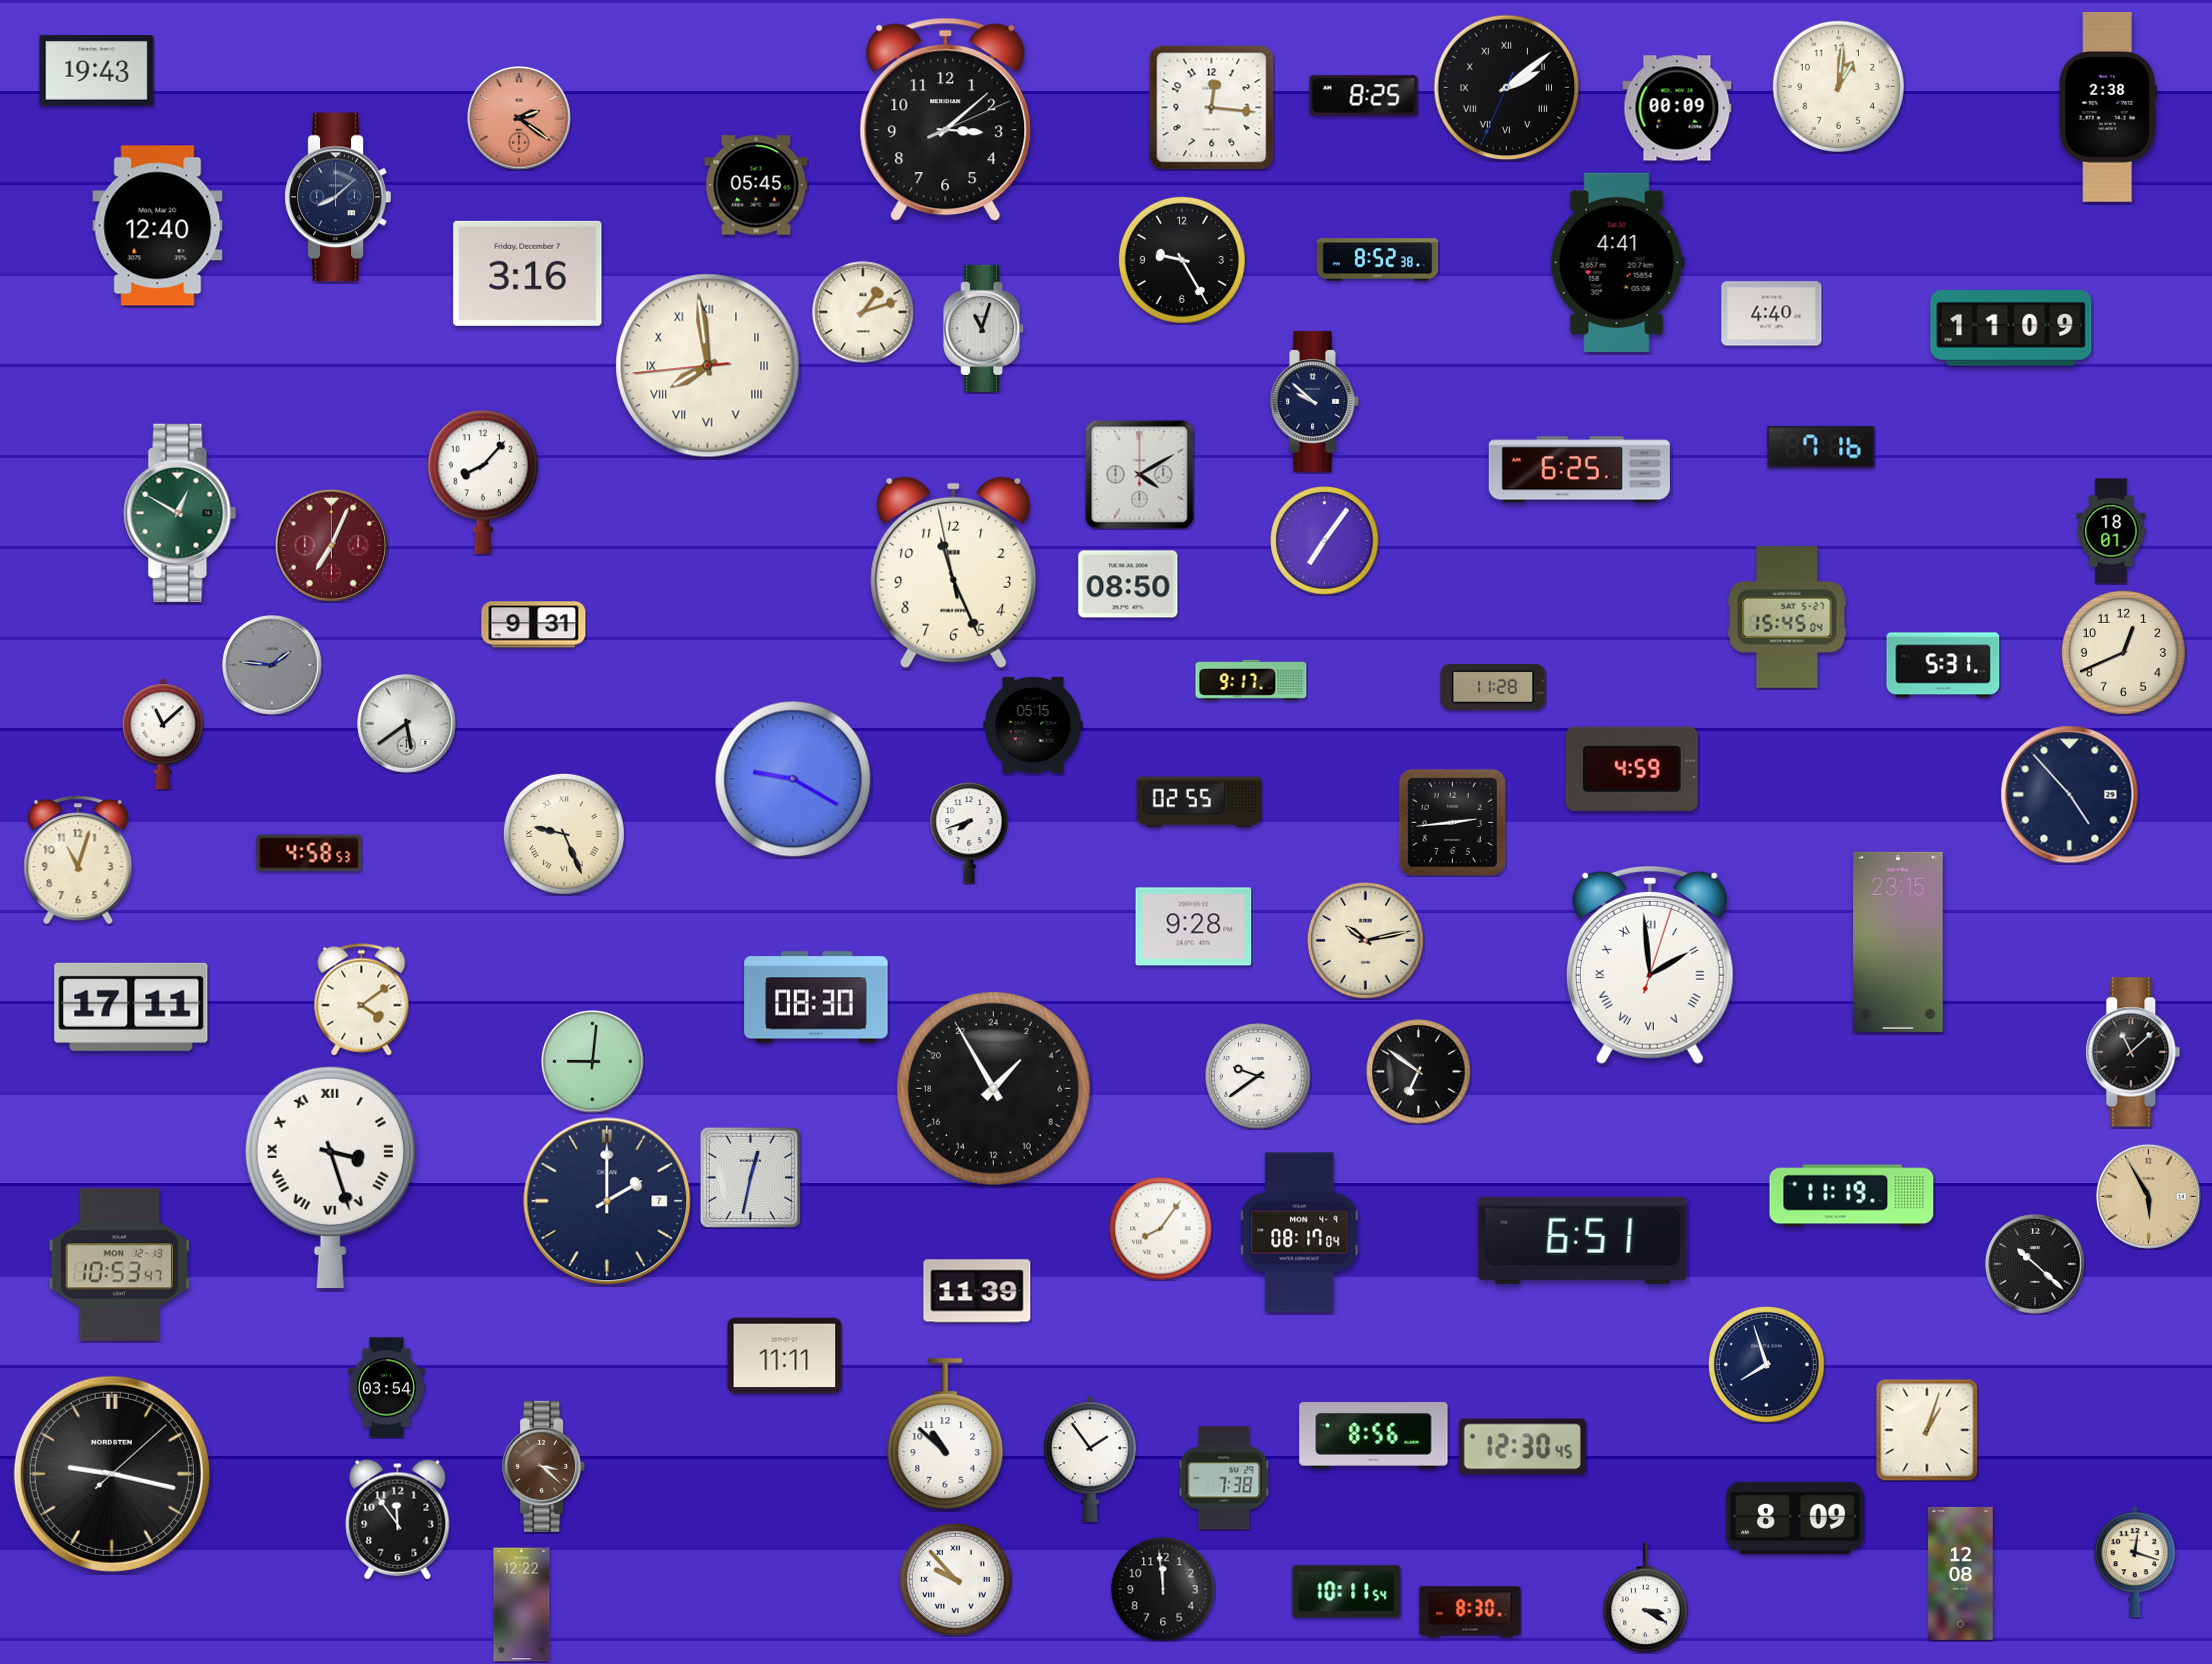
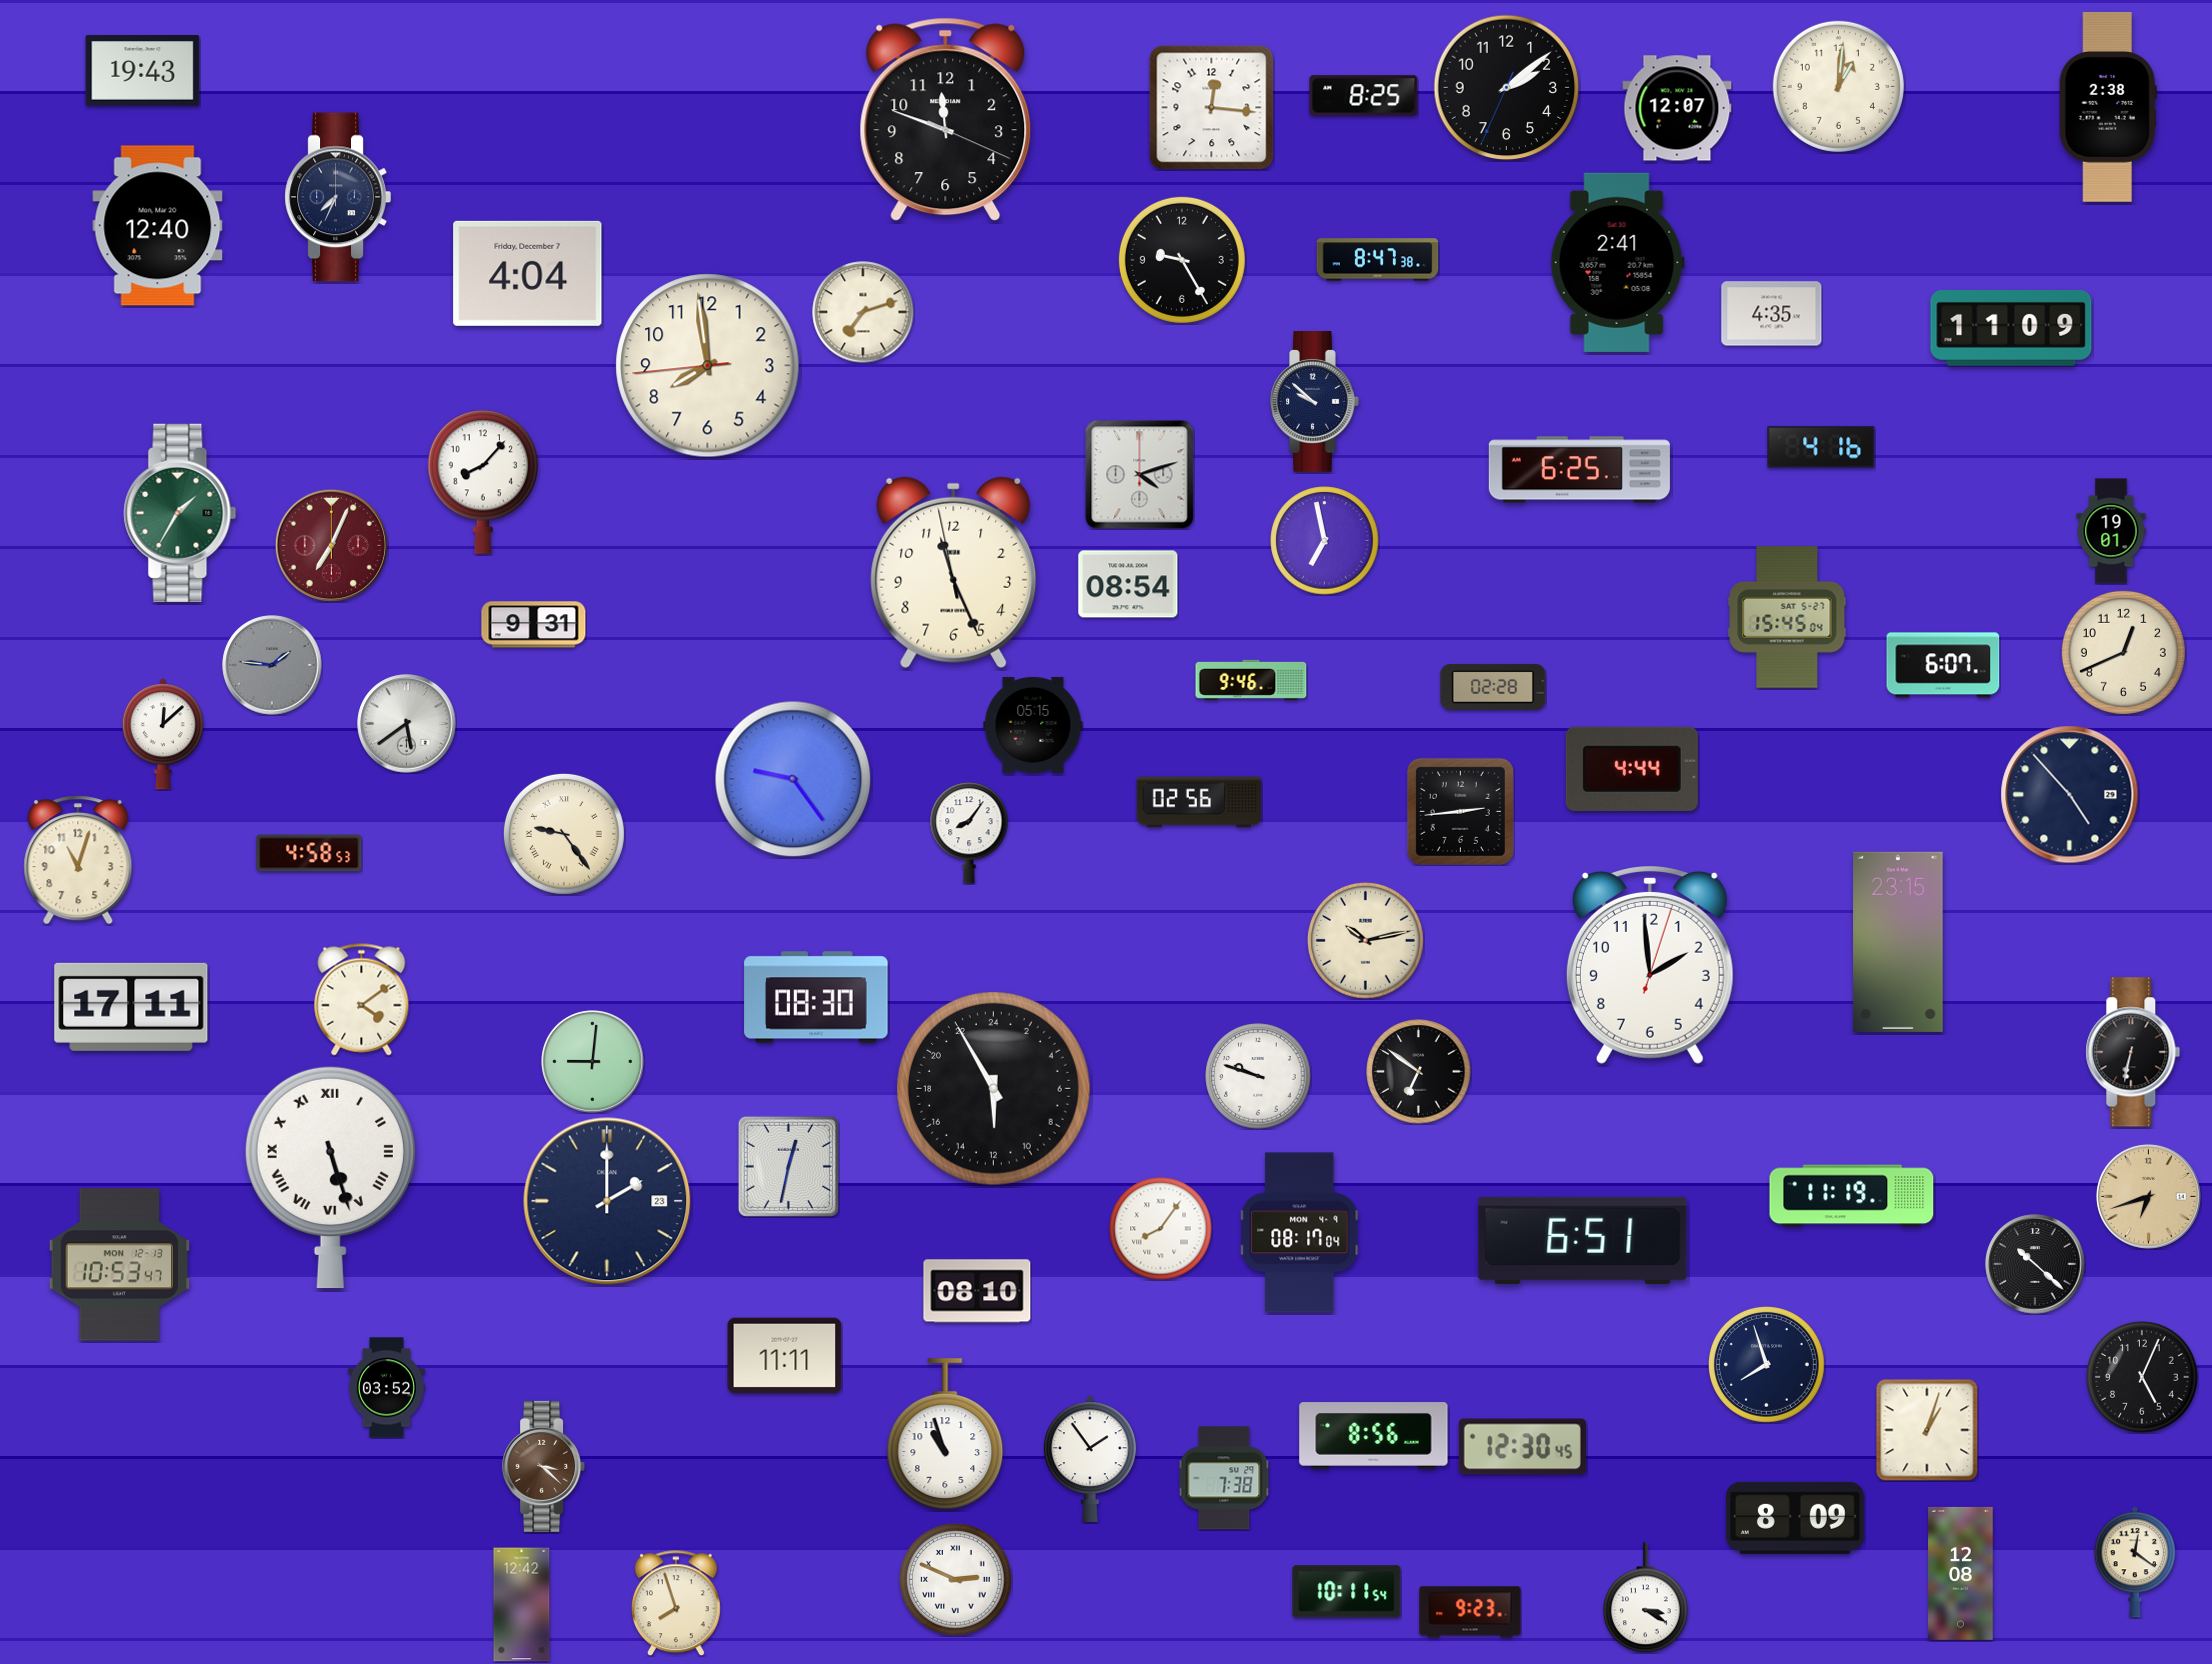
clock at (97, 71) position: (97, 71) -> (143, 71)
clock at (1507, 88) numerals: Roman -> Arabic
clock at (1677, 108): 00:09 -> 12:07
clock at (519, 118): 2:21 -> none
clock at (946, 120): 3:08 -> 11:48
clock at (756, 185): 05:45 -> none
clock at (338, 197): 8:08 -> 7:34
clock at (1378, 260): 8:52 -> 8:47
clock at (1617, 262): 4:41 -> 2:41
clock at (528, 273): 3:16 -> 4:04
clock at (863, 312): 1:12 -> 7:12
clock at (1772, 314): 4:40 -> 4:35
clock at (984, 328): 11:03 -> none
clock at (708, 366) numerals: Roman -> Arabic
clock at (1821, 447): 7:16 -> 4:16
clock at (1140, 475): 4:10 -> 4:12
clock at (180, 513): 12:50 -> 1:35
clock at (2111, 531): 18:01 -> 19:01
clock at (1325, 541): 7:06 -> 6:58
clock at (1128, 584): 08:50 -> 08:54
clock at (1943, 665): 5:31 -> 6:07
clock at (1251, 680): 9:17 -> 9:46
clock at (1493, 687): 11:28 -> 02:28
clock at (163, 734): 11:08 -> 12:08
clock at (1632, 769): 4:59 -> 4:44
clock at (793, 779): 9:20 -> 9:24
clock at (1199, 802): 02:55 -> 02:56
clock at (1452, 822) position: (1452, 822) -> (1460, 811)
clock at (969, 833): 7:42 -> 8:06
clock at (564, 834): 9:26 -> 9:24
clock at (1194, 927): 9:28 -> none
clock at (1650, 965) numerals: Roman -> Arabic
clock at (2133, 1052): 11:08 -> 6:32
clock at (1258, 1076): 9:39 -> 9:48
clock at (993, 1088): 2:55 -> 11:55
clock at (330, 1177): 3:27 -> 5:27
clock at (750, 1177) position: (750, 1177) -> (788, 1166)
clock at (2148, 1196): 5:55 -> 6:42
clock at (607, 1201) date: 7 -> 23
clock at (977, 1291): 11:39 -> 08:10
clock at (2142, 1377): none -> 5:04
clock at (386, 1388): 03:54 -> 03:52
clock at (945, 1434): 10:52 -> 10:57
clock at (112, 1474): 9:17 -> none
clock at (398, 1520): 11:54 -> none
clock at (2135, 1562): 12:18 -> 12:21
clock at (956, 1580): 9:53 -> 2:49
clock at (1163, 1589): 11:59 -> none
clock at (676, 1603): none -> 7:57
clock at (522, 1605): 12:22 -> 12:42
clock at (1470, 1612): 8:30 -> 9:23
